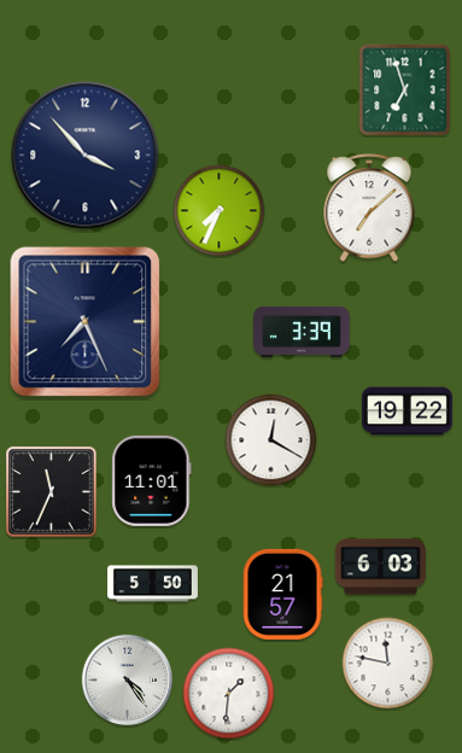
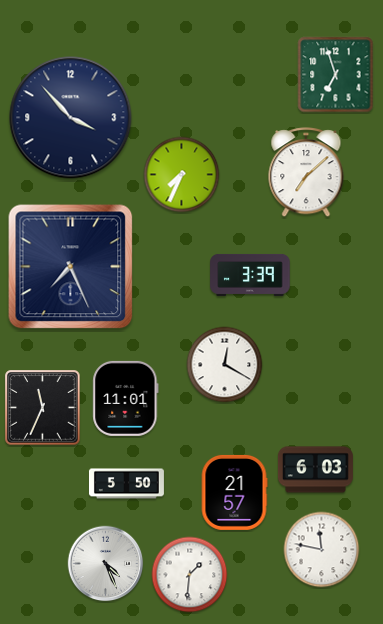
clock at (86, 156) position: (86, 156) -> (71, 118)
clock at (407, 411): 19:22 -> none
clock at (128, 681): 4:24 -> 4:26
